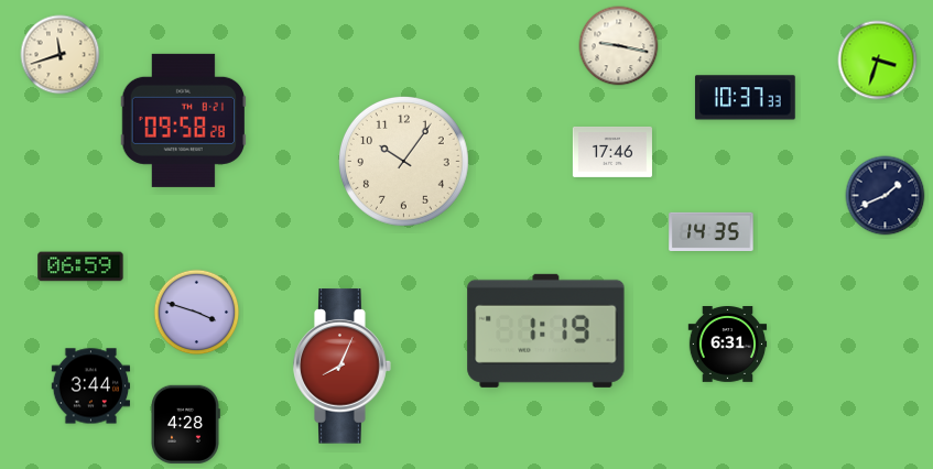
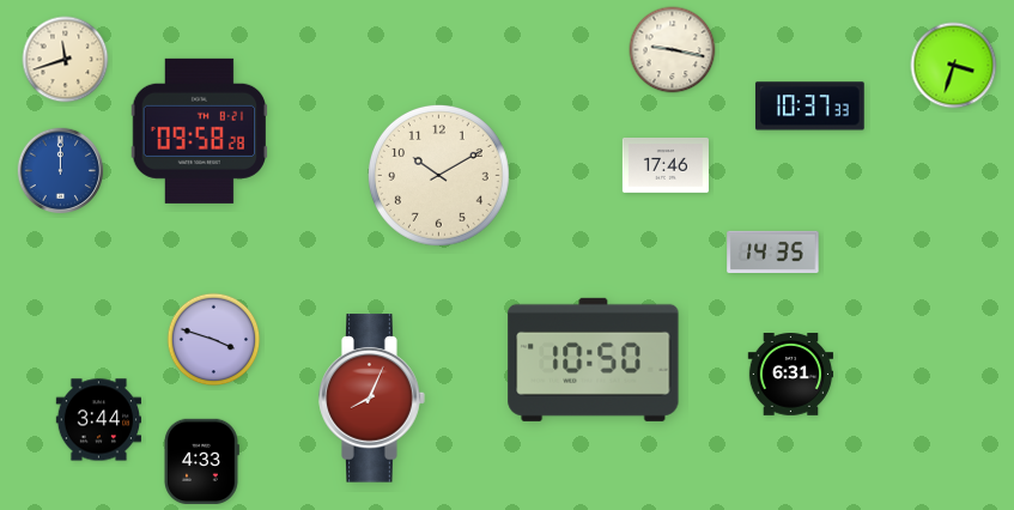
clock at (61, 171): none -> 12:00
clock at (403, 161): 10:06 -> 10:10
clock at (886, 196): 1:41 -> none
clock at (80, 266): 06:59 -> none
clock at (546, 330): 1:19 -> 10:50
clock at (185, 424): 4:28 -> 4:33
